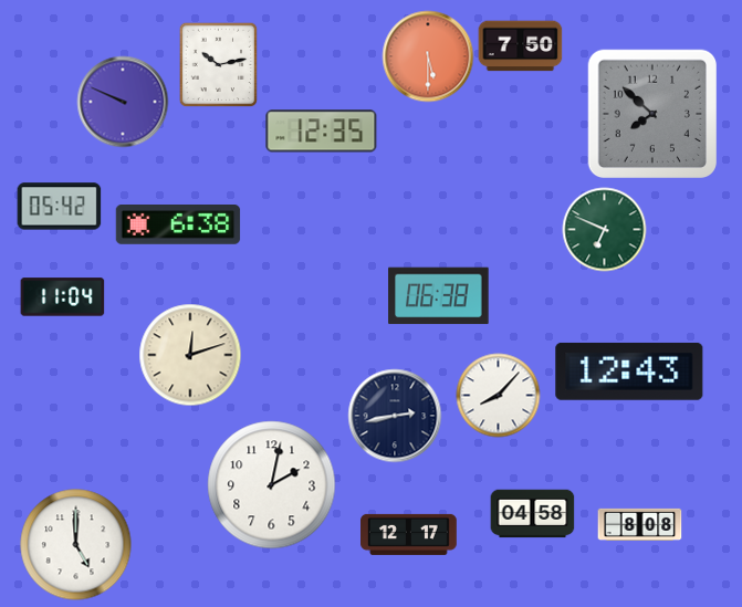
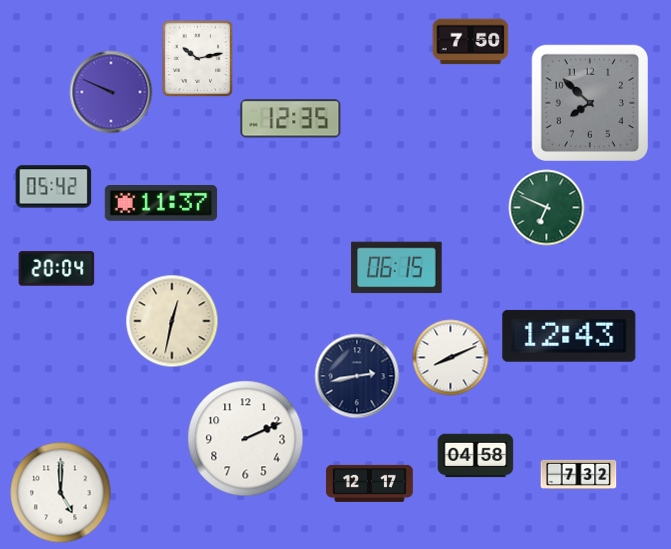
clock at (428, 56): 5:30 -> none
clock at (178, 226): 6:38 -> 11:37
clock at (439, 296): 06:38 -> 06:15
clock at (63, 297): 11:04 -> 20:04
clock at (190, 355): 12:12 -> 12:32
clock at (499, 396): 8:07 -> 8:11
clock at (272, 485): 2:02 -> 2:11
clock at (533, 514) position: (533, 514) -> (476, 456)
clock at (640, 524): 8:08 -> 7:32
clock at (76, 545) position: (76, 545) -> (61, 493)
